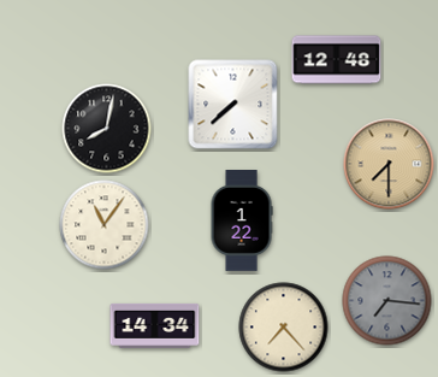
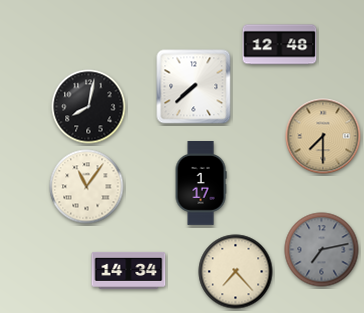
clock at (337, 60) position: (337, 60) -> (280, 45)
clock at (242, 222): 1:22 -> 1:17
clock at (387, 301): 7:16 -> 7:13
